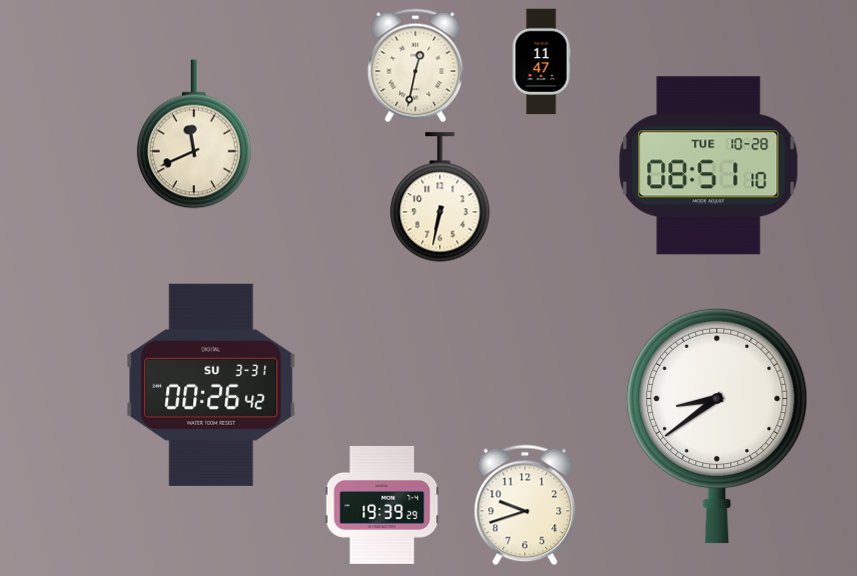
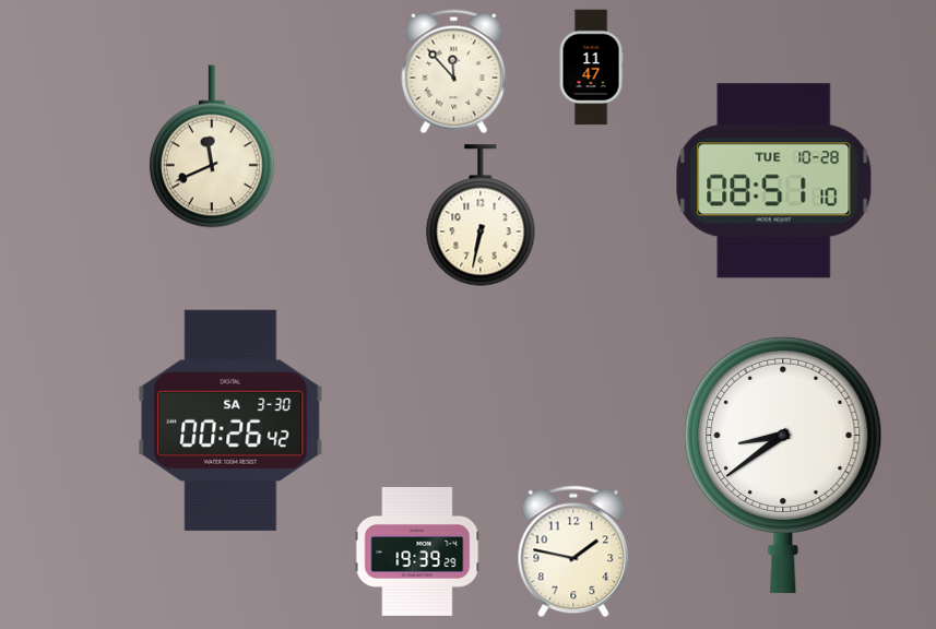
clock at (416, 66): 12:32 -> 11:53
clock at (211, 385) date: SU 3-31 -> SA 3-30
clock at (525, 505): 9:42 -> 1:47
